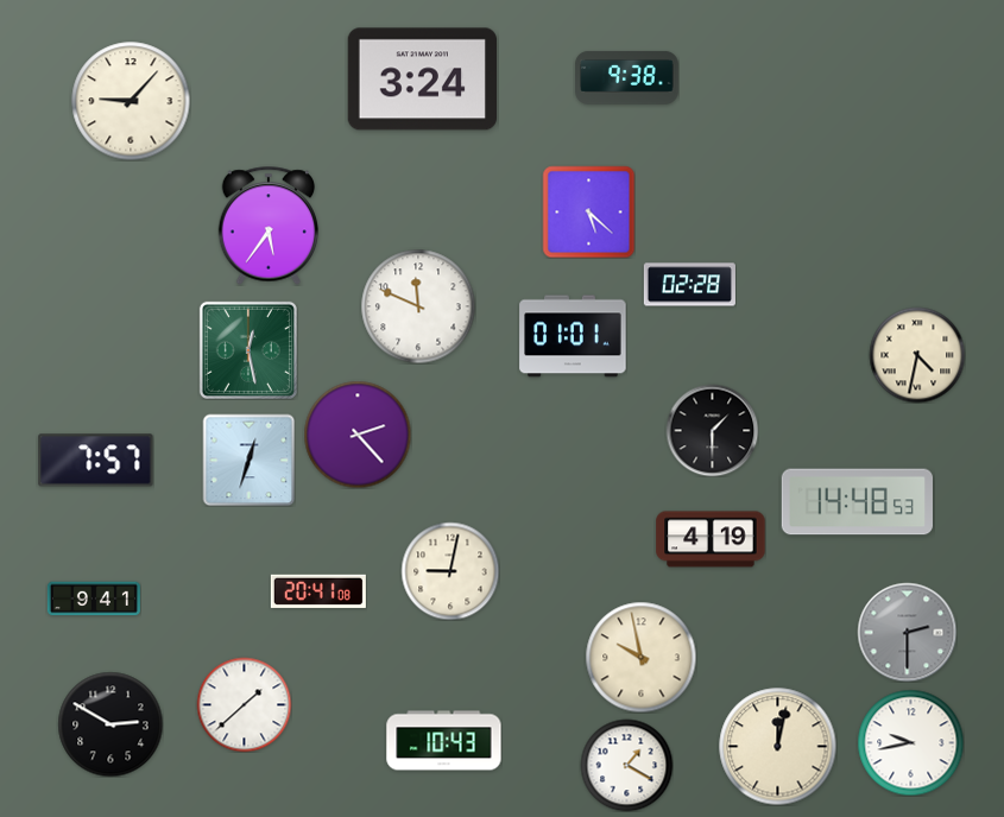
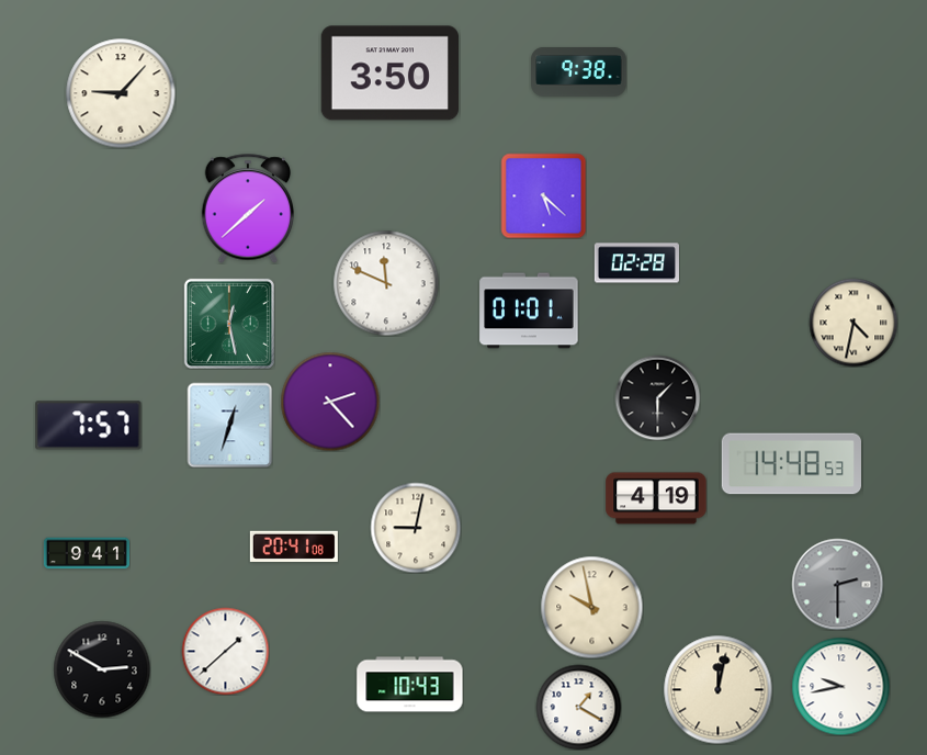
clock at (422, 80): 3:24 -> 3:50
clock at (269, 226): 5:36 -> 1:38
clock at (917, 355) position: (917, 355) -> (853, 323)
